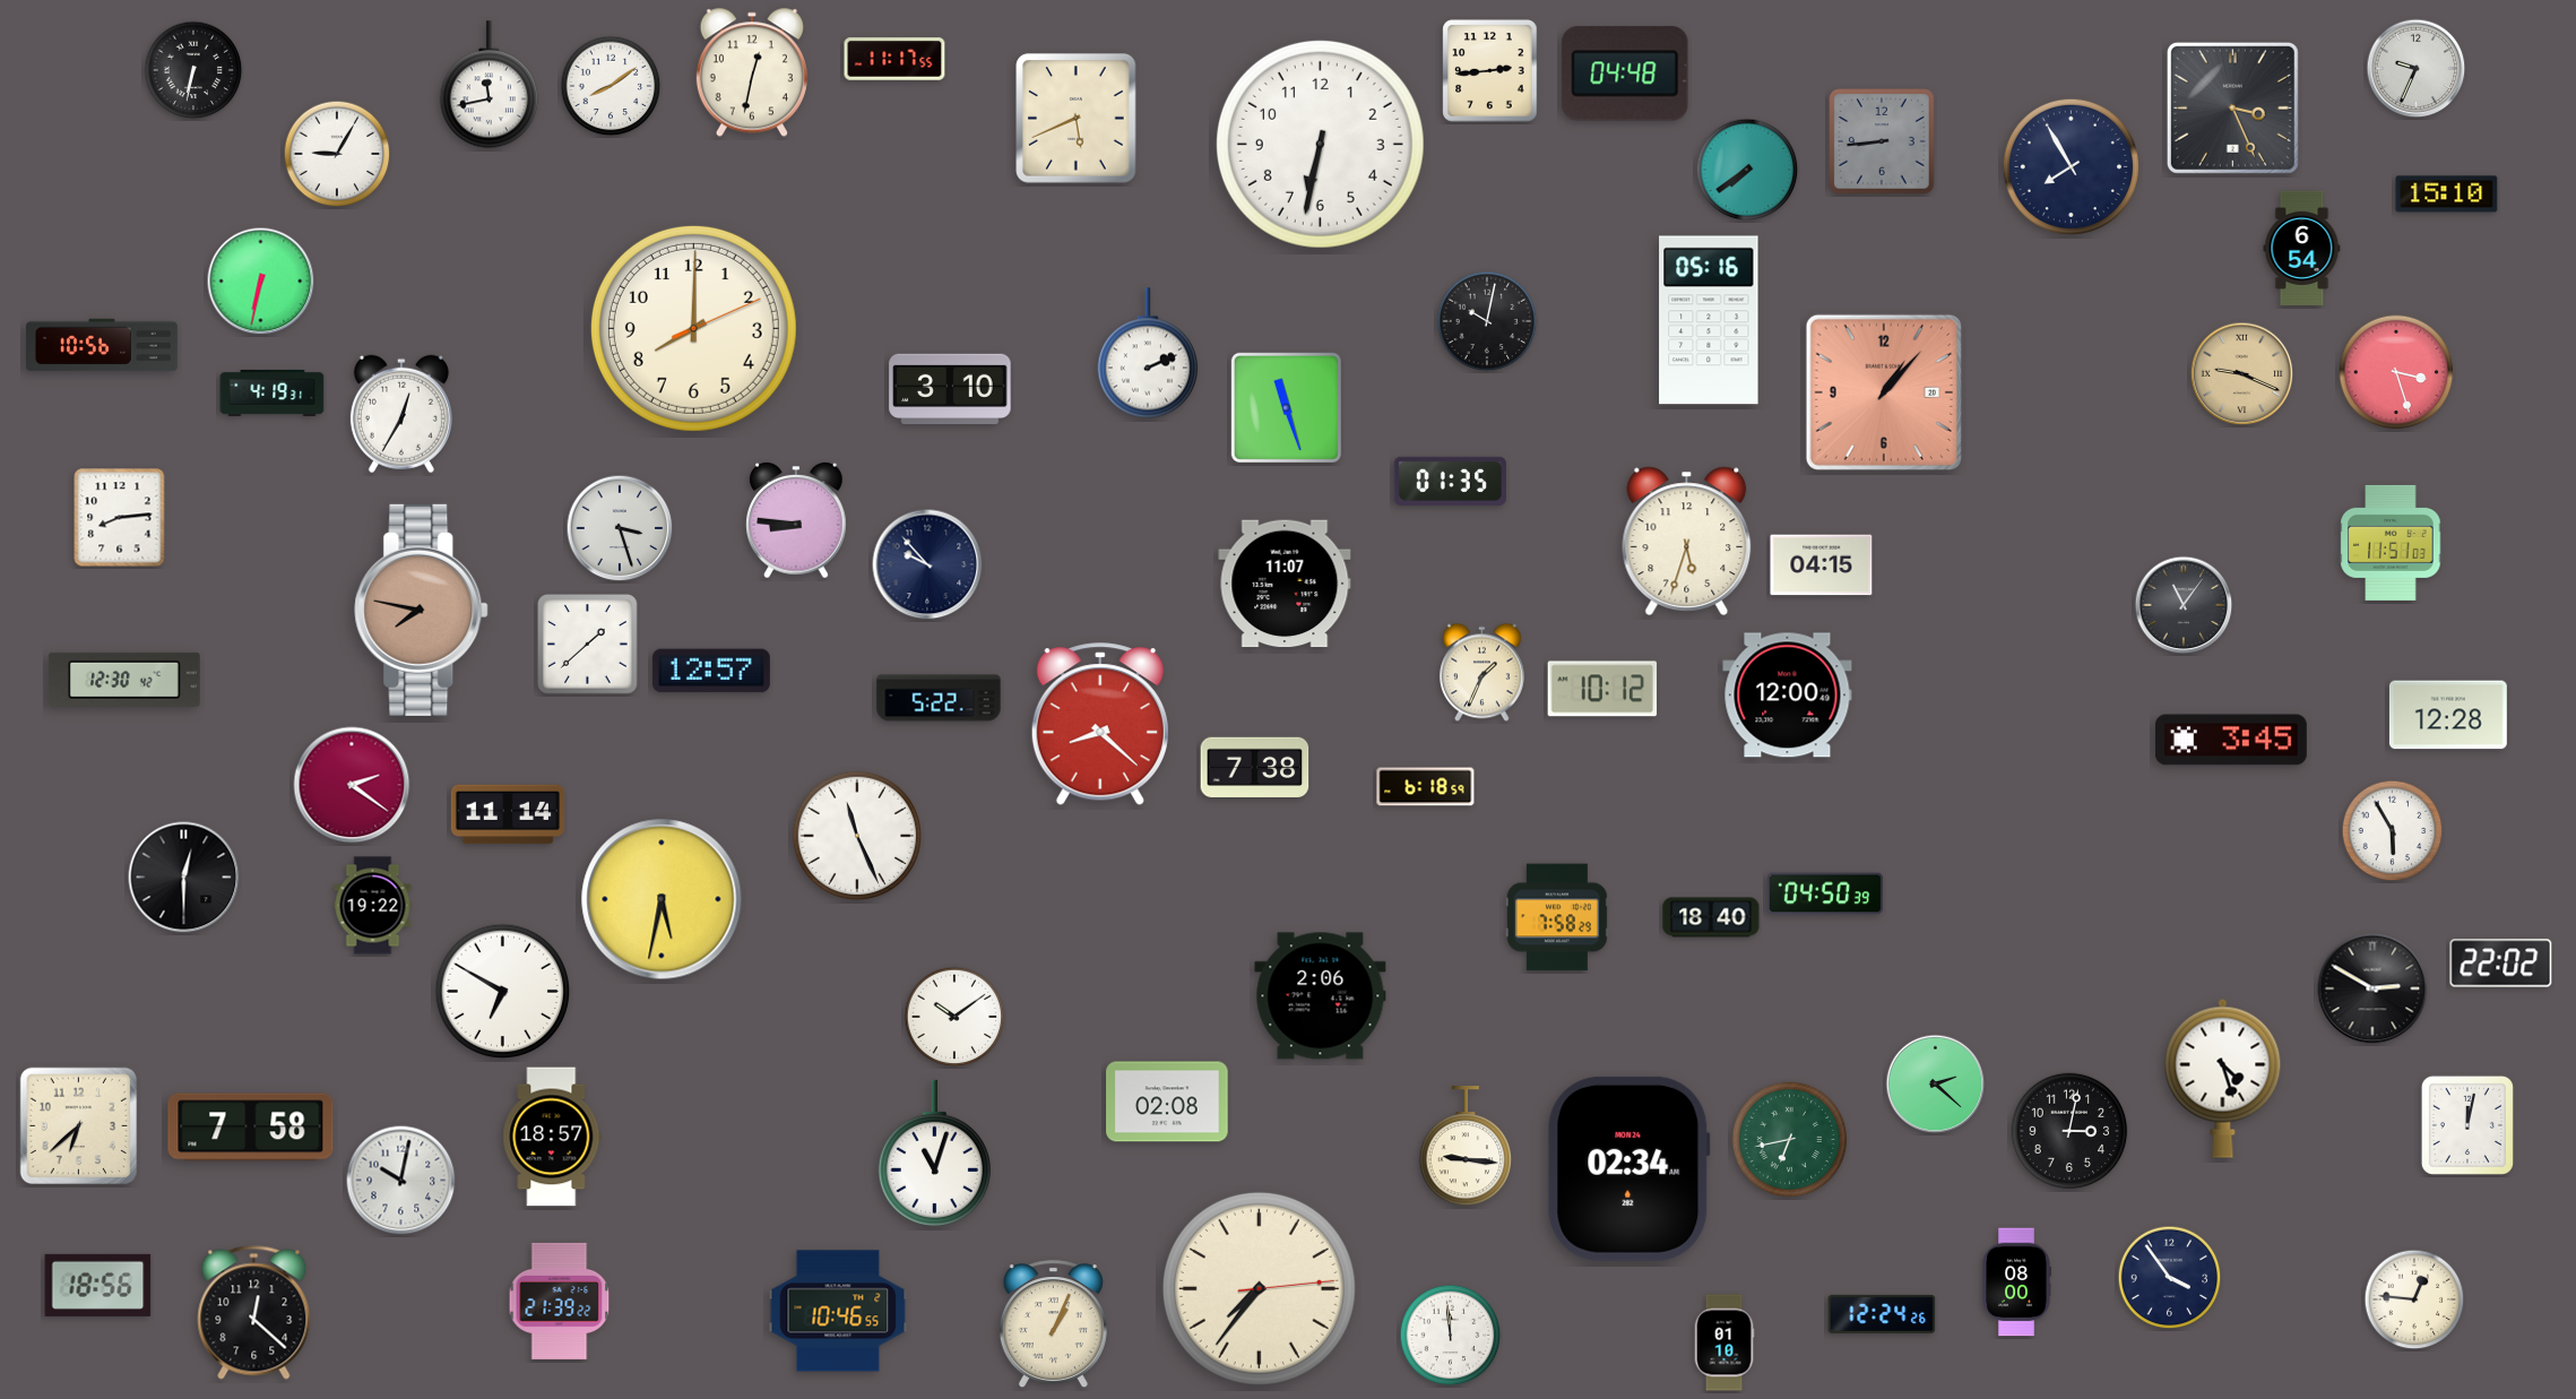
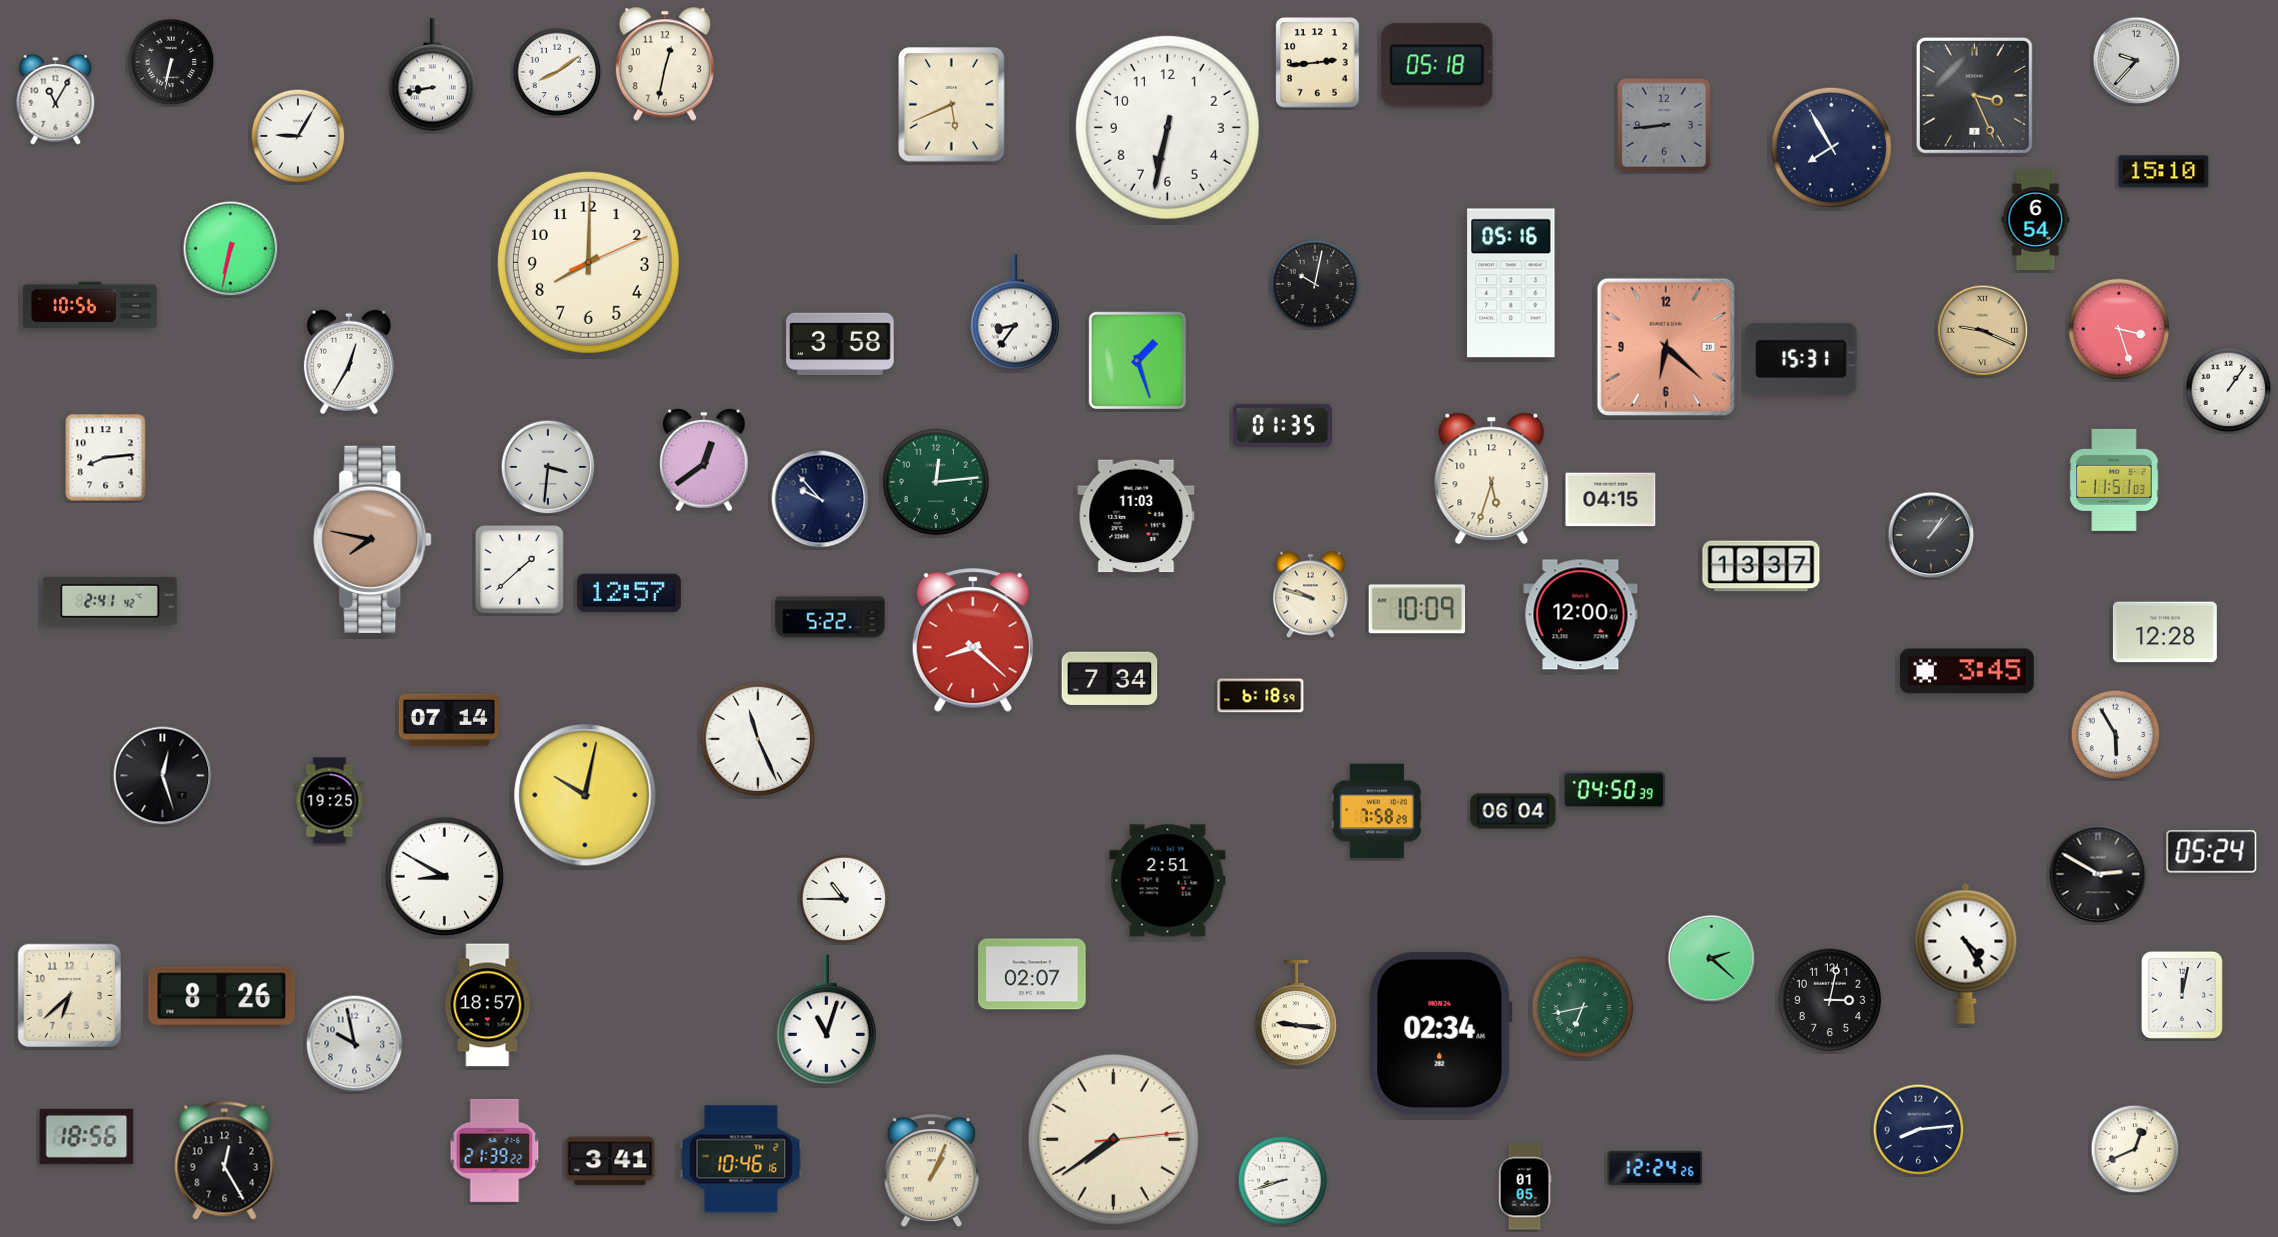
clock at (894, 59): 11:17 -> none
clock at (2417, 69): 9:34 -> 9:37
clock at (1625, 74): 04:48 -> 05:18
clock at (489, 85): 11:43 -> 8:43
clock at (611, 86) position: (611, 86) -> (557, 72)
clock at (56, 99): none -> 11:05
clock at (1747, 170): 7:39 -> none
clock at (693, 328) position: (693, 328) -> (588, 262)
clock at (1148, 353): 2:11 -> 8:36
clock at (950, 389): 3:10 -> 3:58
clock at (273, 392): 4:19 -> none
clock at (1884, 392): 1:07 -> 6:22
clock at (1801, 359): none -> 15:31
clock at (1286, 407): 11:27 -> 1:27
clock at (401, 414) position: (401, 414) -> (349, 362)
clock at (2229, 390): none -> 1:06
clock at (796, 521): 8:46 -> 12:39
clock at (620, 528): 3:27 -> 3:31
clock at (936, 482): none -> 12:14
clock at (1285, 584): 11:07 -> 11:03
clock at (2184, 605): 11:06 -> 1:07
clock at (1761, 566): none -> 13:37
clock at (1481, 673): 1:34 -> 9:48
clock at (124, 680): 12:30 -> 2:41
clock at (1602, 689): 10:12 -> 10:09
clock at (2231, 740) position: (2231, 740) -> (1967, 671)
clock at (1255, 768): 7:38 -> 7:34
clock at (352, 785): 2:21 -> none
clock at (508, 814): 11:14 -> 07:14
clock at (184, 878): 12:30 -> 12:27
clock at (662, 899): 5:32 -> 10:02
clock at (373, 906): 19:22 -> 19:25
clock at (1711, 917): 18:40 -> 06:04
clock at (2501, 964): 22:02 -> 05:24
clock at (502, 991): 6:50 -> 8:50
clock at (1321, 996): 2:06 -> 2:51
clock at (954, 1017): 10:09 -> 10:45
clock at (2223, 1078): 4:27 -> 4:25
clock at (1167, 1102): 02:08 -> 02:07
clock at (251, 1128): 7:58 -> 8:26
clock at (401, 1181): 10:02 -> 9:58
clock at (2170, 1278): 3:54 -> 8:14
clock at (2016, 1283): 08:00 -> none
clock at (1259, 1288): 7:36 -> 7:39
clock at (2414, 1299): 12:46 -> 12:41
clock at (838, 1311): 10:46:55 -> 10:46:16
clock at (254, 1313): 12:22 -> 12:25
clock at (610, 1161): none -> 3:41
clock at (1882, 1314) position: (1882, 1314) -> (1655, 1168)
clock at (1451, 1336): 11:59 -> 8:42
clock at (1724, 1342): 01:10 -> 01:05
